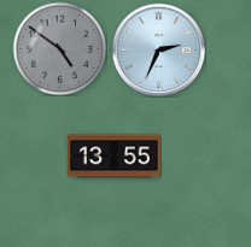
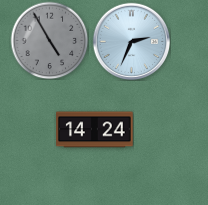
clock at (59, 48): 4:51 -> 4:55
clock at (115, 157): 13:55 -> 14:24
